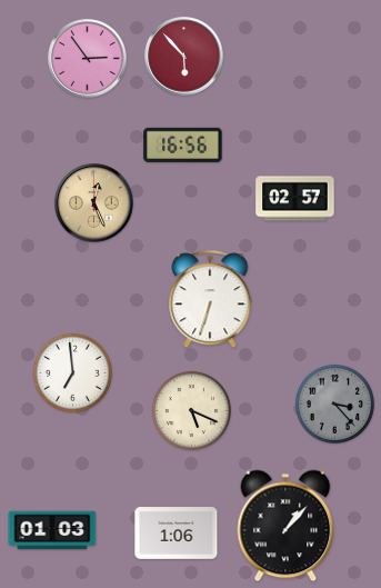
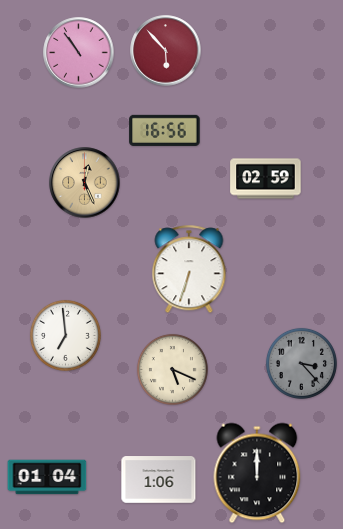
clock at (88, 59): 2:54 -> 10:54
clock at (295, 199): 02:57 -> 02:59
clock at (285, 526): 1:07 -> 12:00
clock at (52, 530): 01:03 -> 01:04
